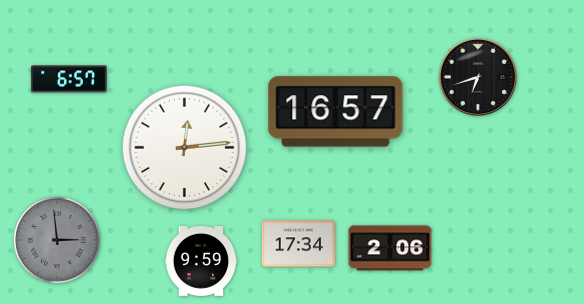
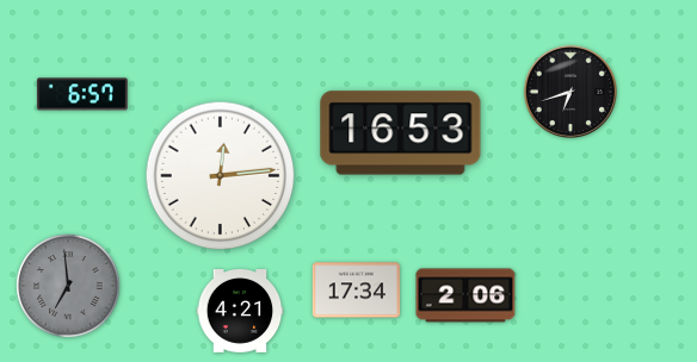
clock at (336, 112): 16:57 -> 16:53
clock at (57, 240): 2:59 -> 6:59
clock at (201, 262): 9:59 -> 4:21
